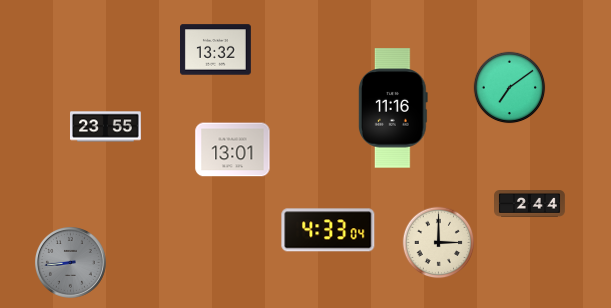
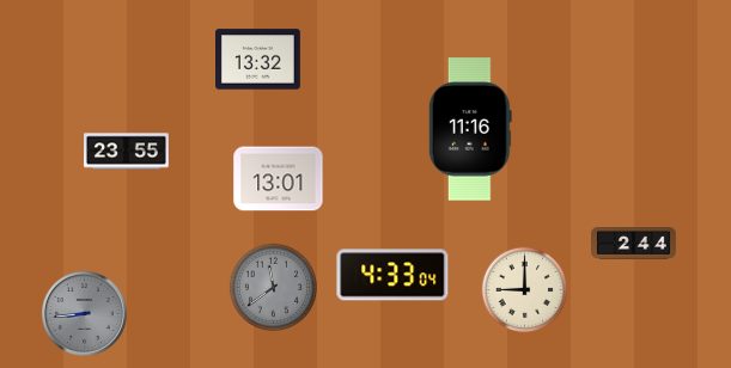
clock at (510, 88): 7:09 -> none
clock at (273, 287): none -> 11:39
clock at (439, 243): 3:00 -> 9:00
